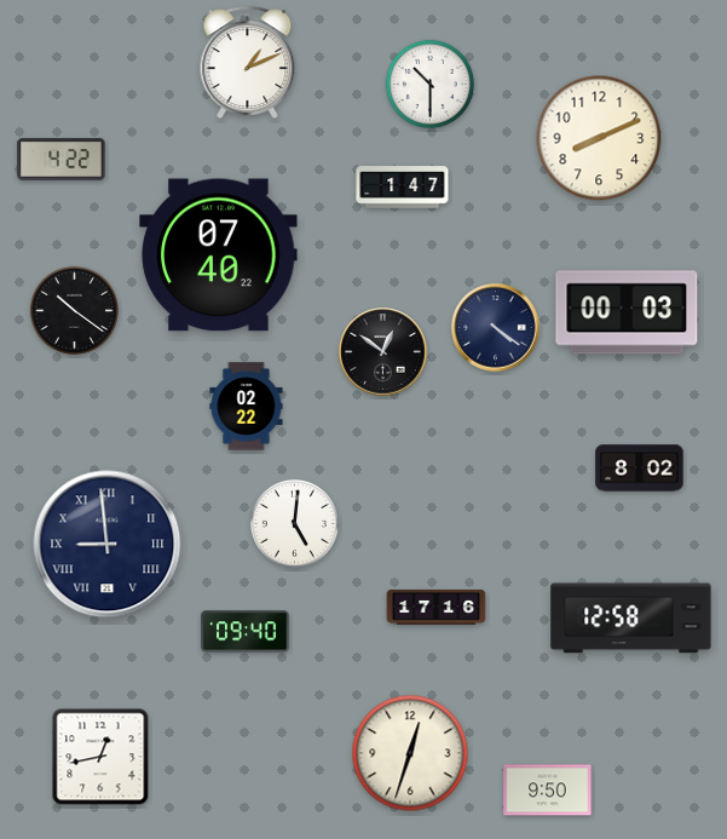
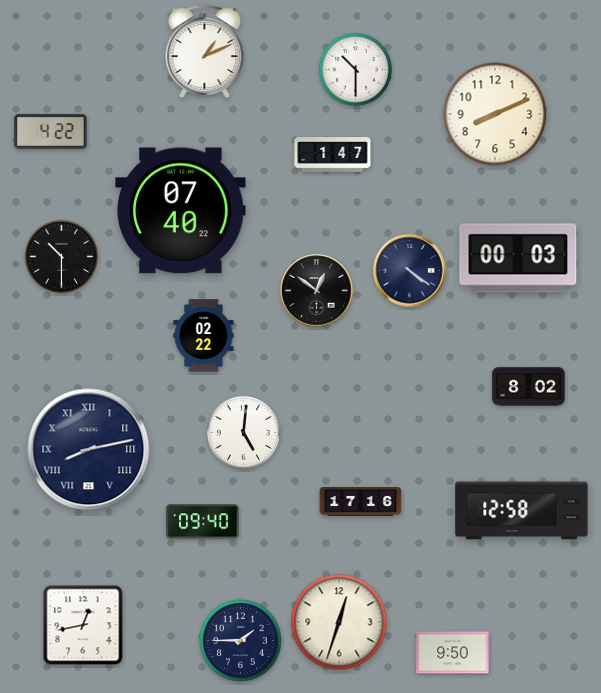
clock at (74, 310): 10:21 -> 10:30
clock at (108, 545): 8:59 -> 8:13
clock at (241, 641): none -> 1:45
